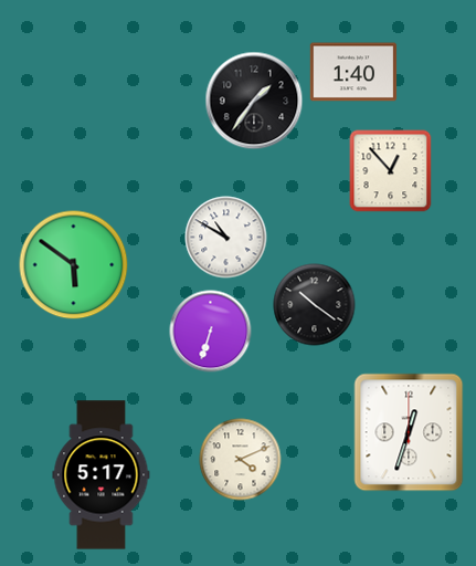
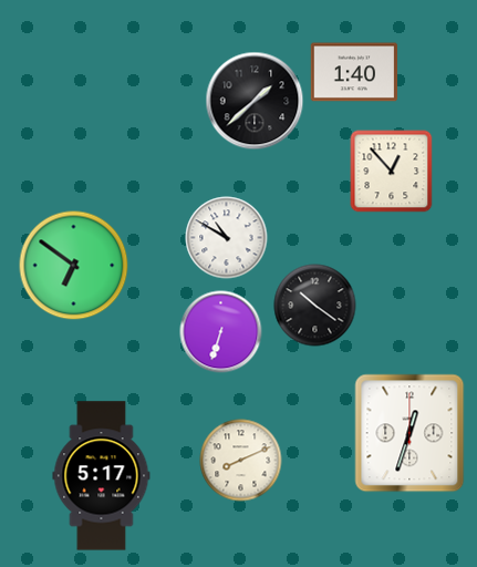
clock at (254, 101): 1:36 -> 1:38
clock at (74, 265): 5:51 -> 6:51
clock at (211, 332) position: (211, 332) -> (221, 332)
clock at (241, 460): 4:11 -> 8:11
